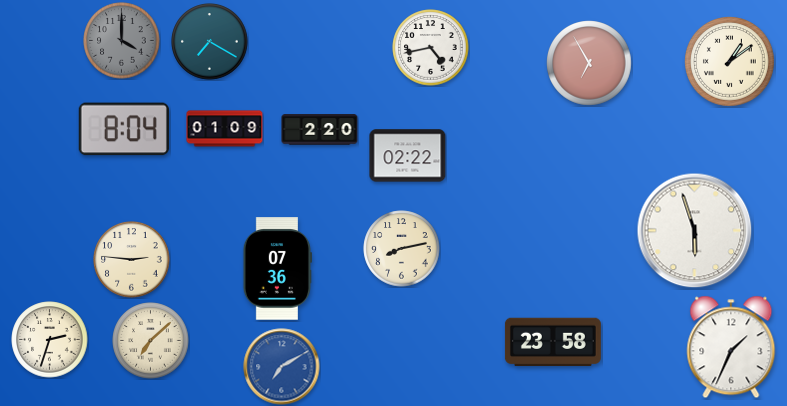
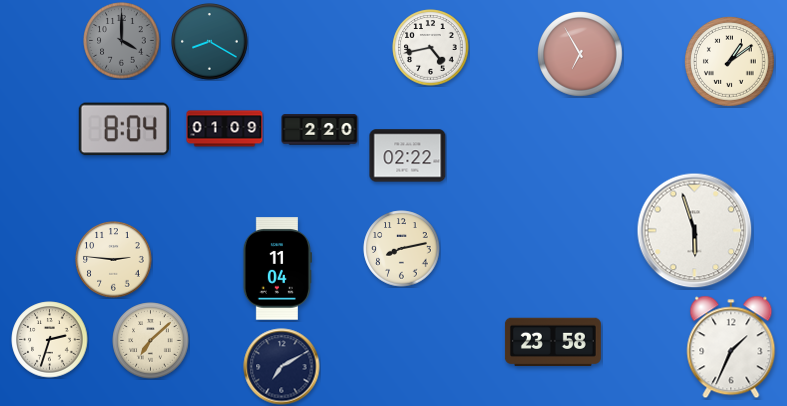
clock at (210, 42): 7:20 -> 8:20
clock at (589, 63) position: (589, 63) -> (580, 54)
clock at (132, 260) position: (132, 260) -> (114, 260)
clock at (277, 269): 07:36 -> 11:04
clock at (282, 367) dial: blue -> navy
